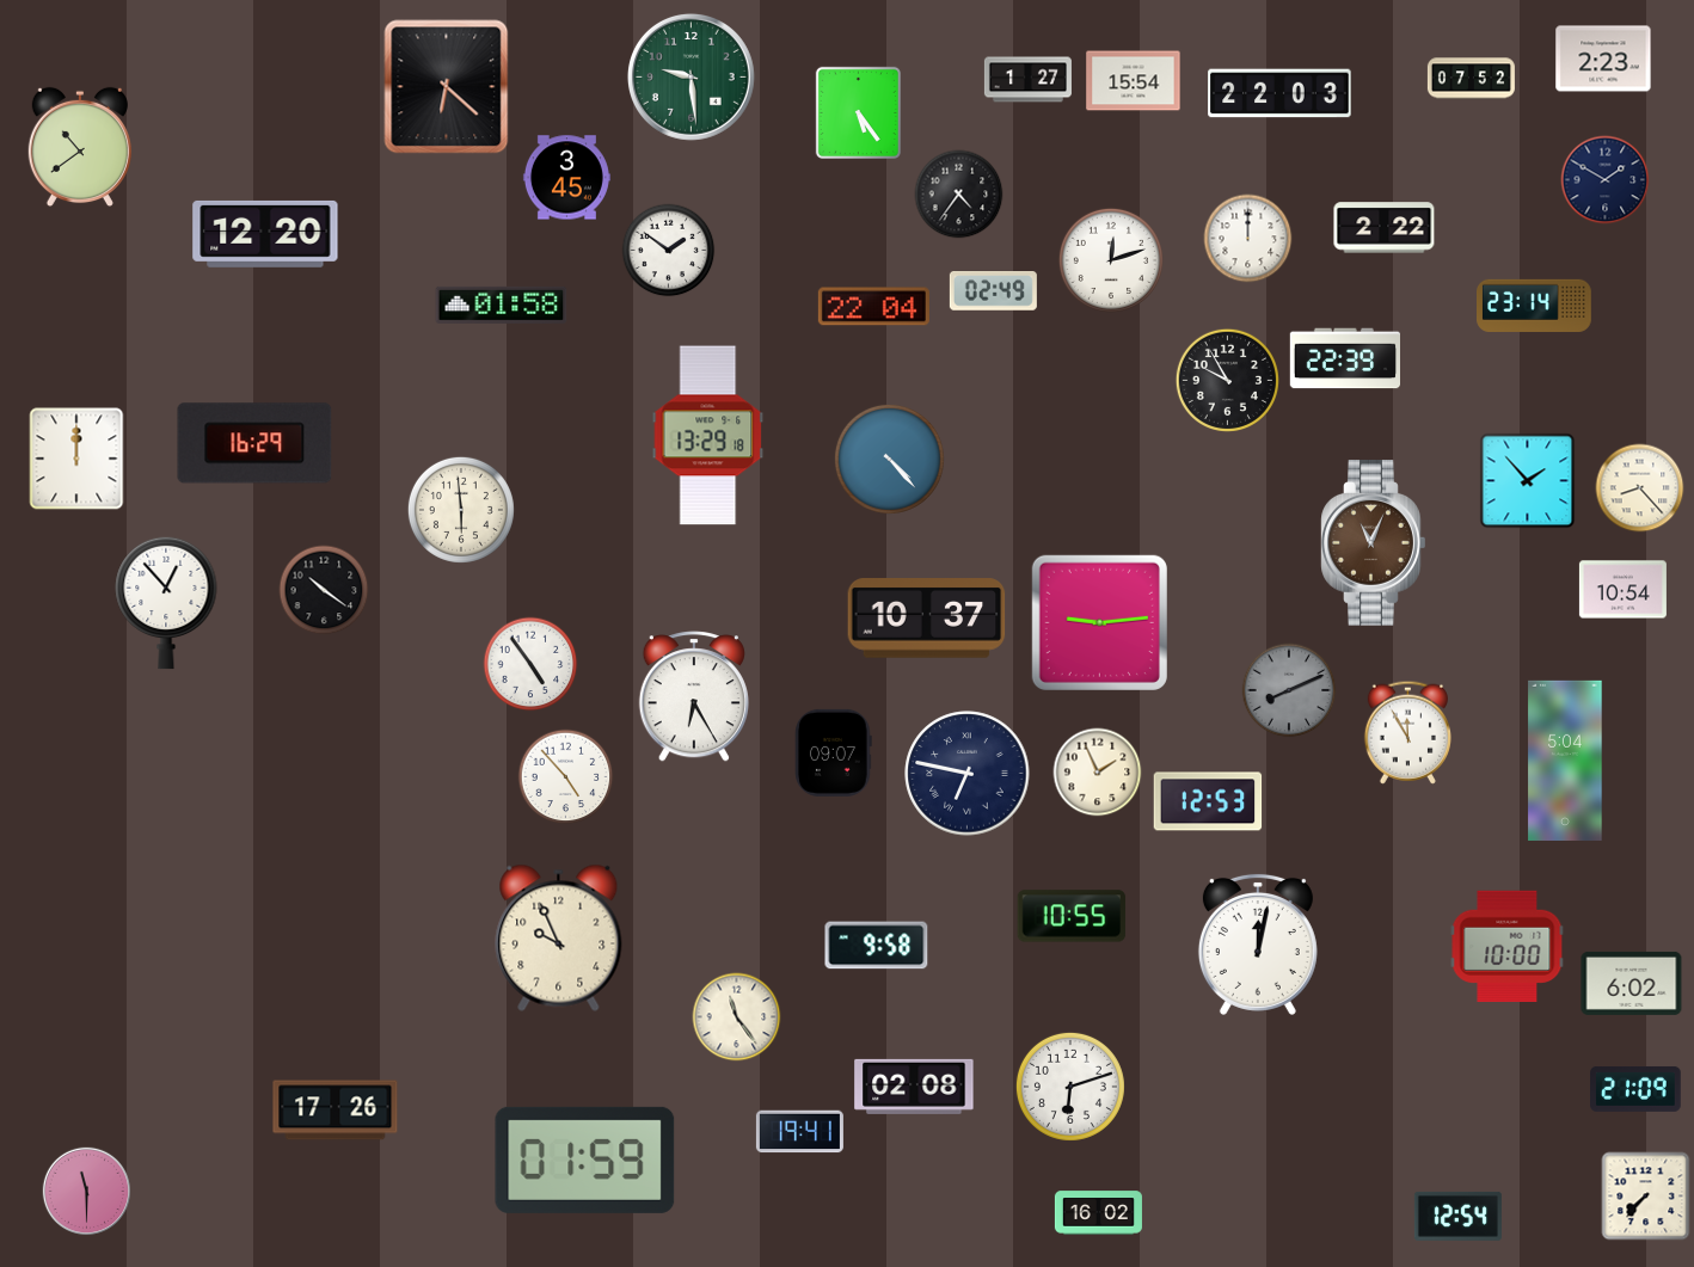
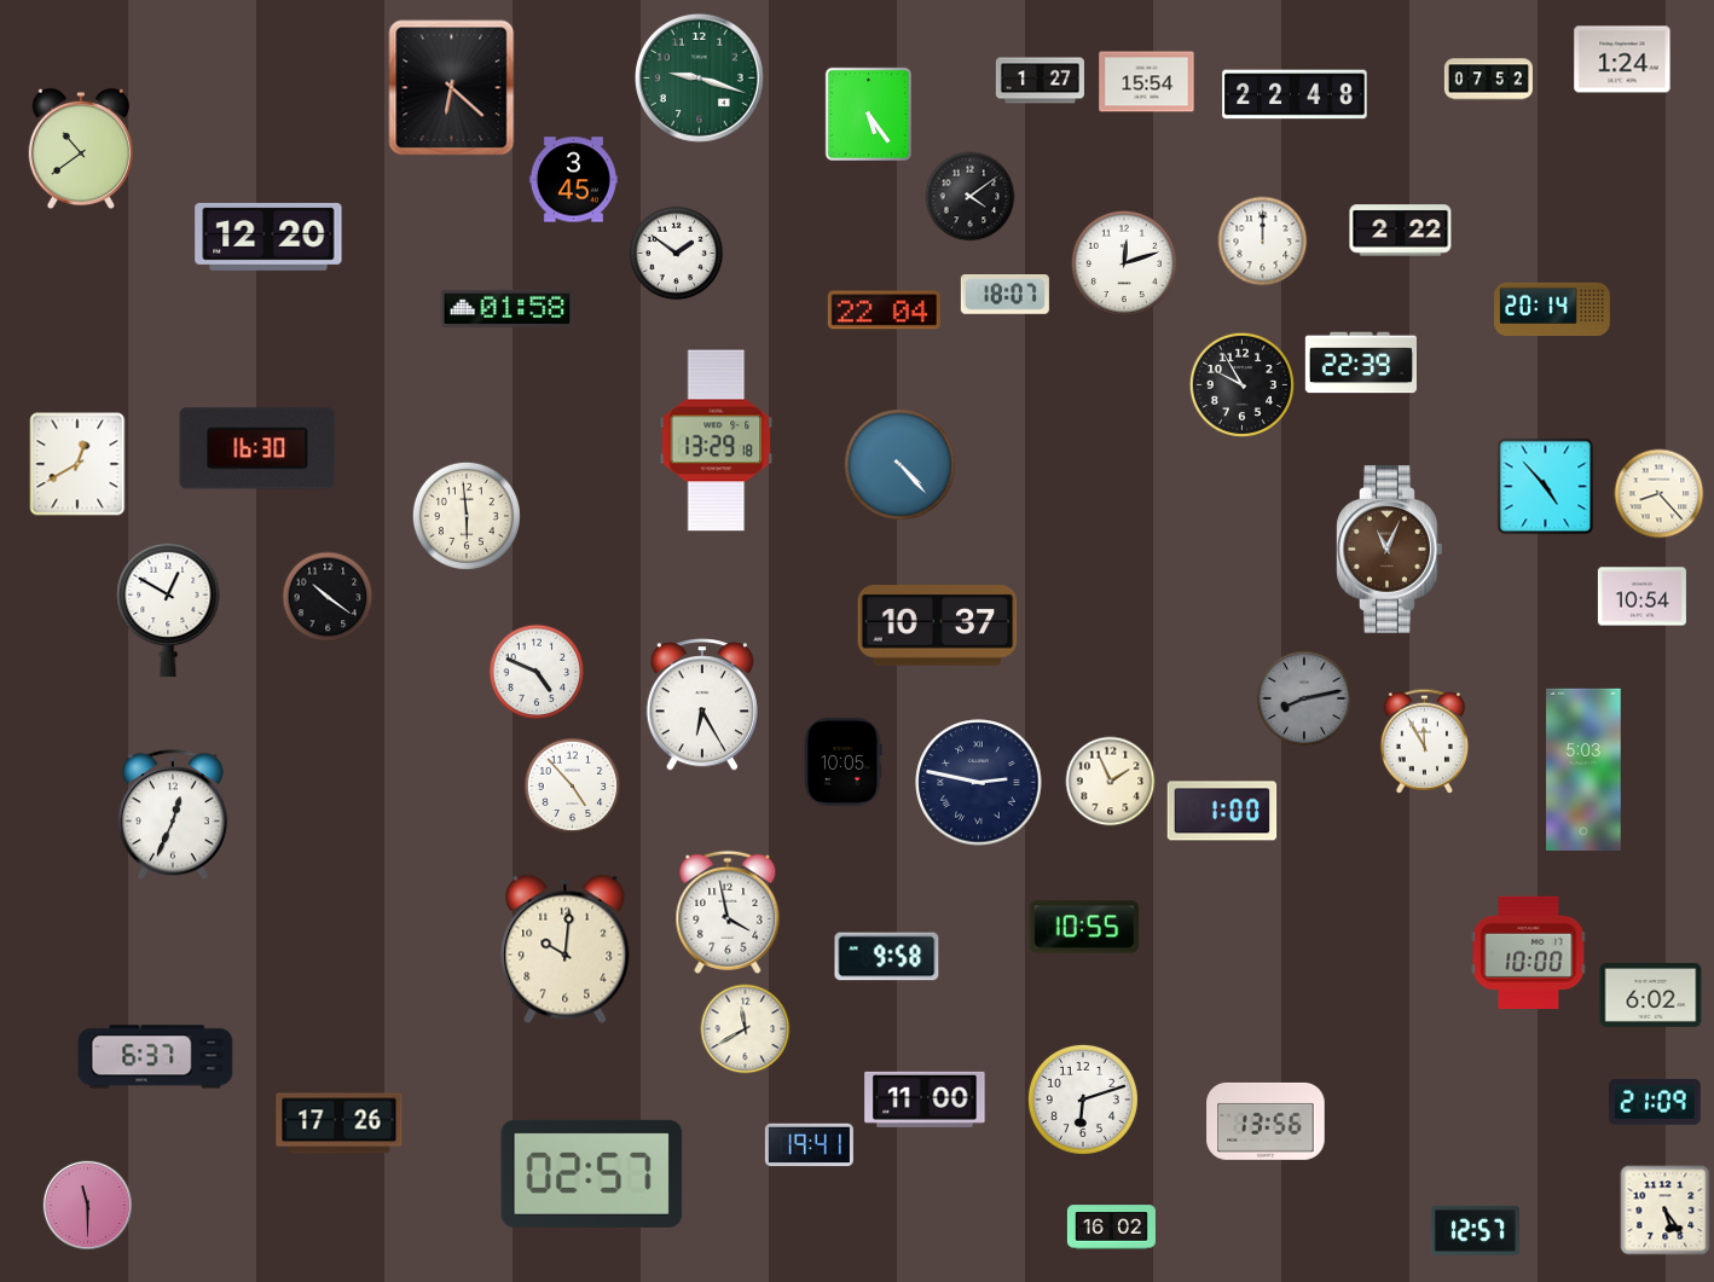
clock at (1603, 59): 2:23 -> 1:24
clock at (691, 76): 9:29 -> 9:18
clock at (1279, 93): 22:03 -> 22:48
clock at (1606, 180): 1:50 -> none
clock at (959, 195): 4:36 -> 4:09
clock at (993, 291): 02:49 -> 18:07
clock at (1535, 306): 23:14 -> 20:14
clock at (254, 443): 16:29 -> 16:30
clock at (76, 459): 12:00 -> 12:40
clock at (1528, 481): 1:53 -> 4:53
clock at (166, 603): 12:53 -> 12:50
clock at (1099, 622): 9:14 -> none
clock at (530, 664): 4:54 -> 4:49
clock at (1289, 690): 8:11 -> 8:13
clock at (834, 752): 09:07 -> 10:05
clock at (1565, 761): 5:04 -> 5:03
clock at (968, 774): 6:47 -> 2:47
clock at (1208, 801): 12:53 -> 1:00
clock at (173, 816): none -> 12:34
clock at (728, 912): none -> 3:58
clock at (559, 937): 9:56 -> 10:01
clock at (1258, 945): 12:02 -> none
clock at (1508, 946) position: (1508, 946) -> (1529, 952)
clock at (737, 1017): 11:24 -> 11:40
clock at (156, 1057): none -> 6:37
clock at (914, 1087): 02:08 -> 11:00
clock at (1266, 1121): none -> 13:56
clock at (585, 1160): 01:59 -> 02:57
clock at (1646, 1197): 7:37 -> 5:24
clock at (1457, 1216): 12:54 -> 12:57
